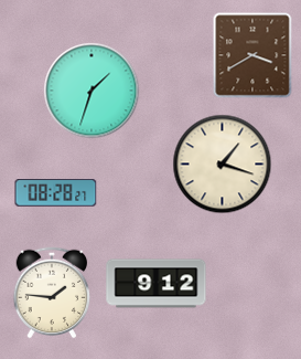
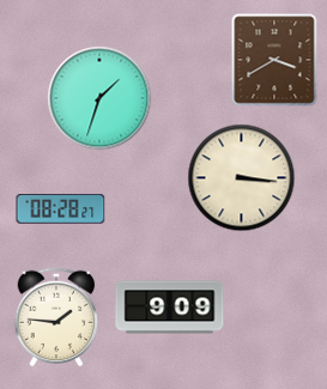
clock at (223, 165): 1:18 -> 3:16
clock at (157, 284): 9:12 -> 9:09
